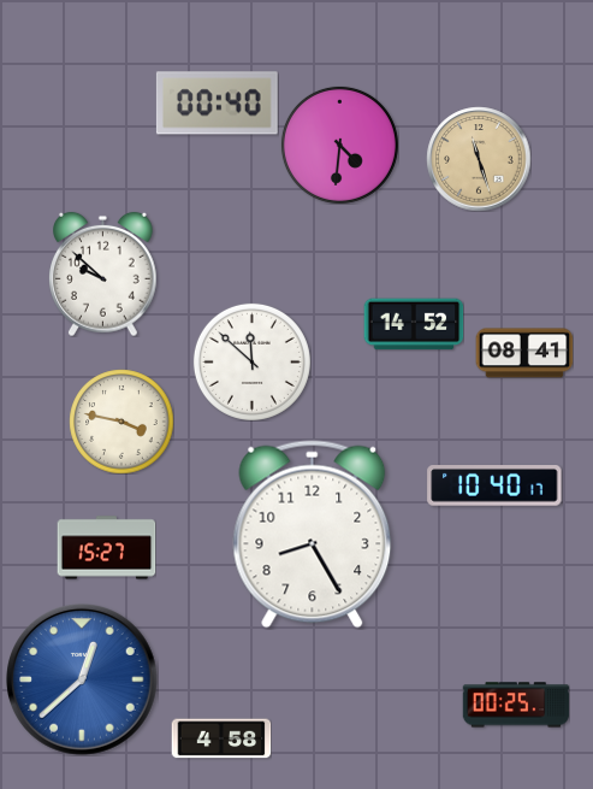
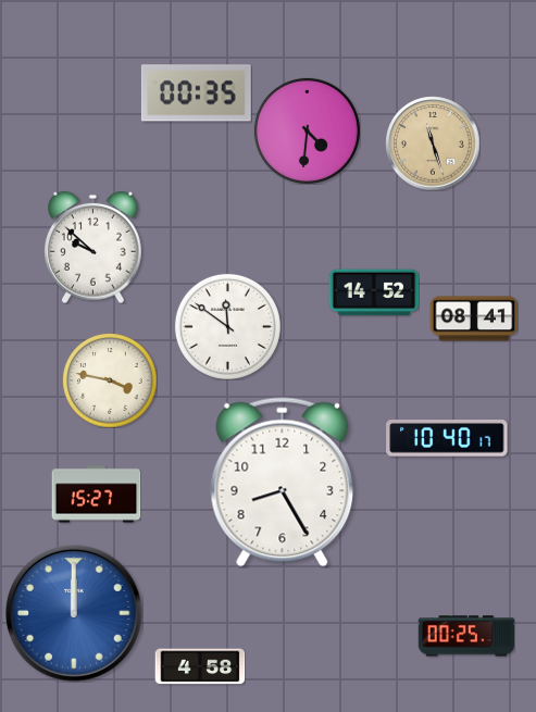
clock at (217, 104): 00:40 -> 00:35
clock at (251, 361): 11:52 -> 11:51
clock at (82, 679): 12:38 -> 12:00
